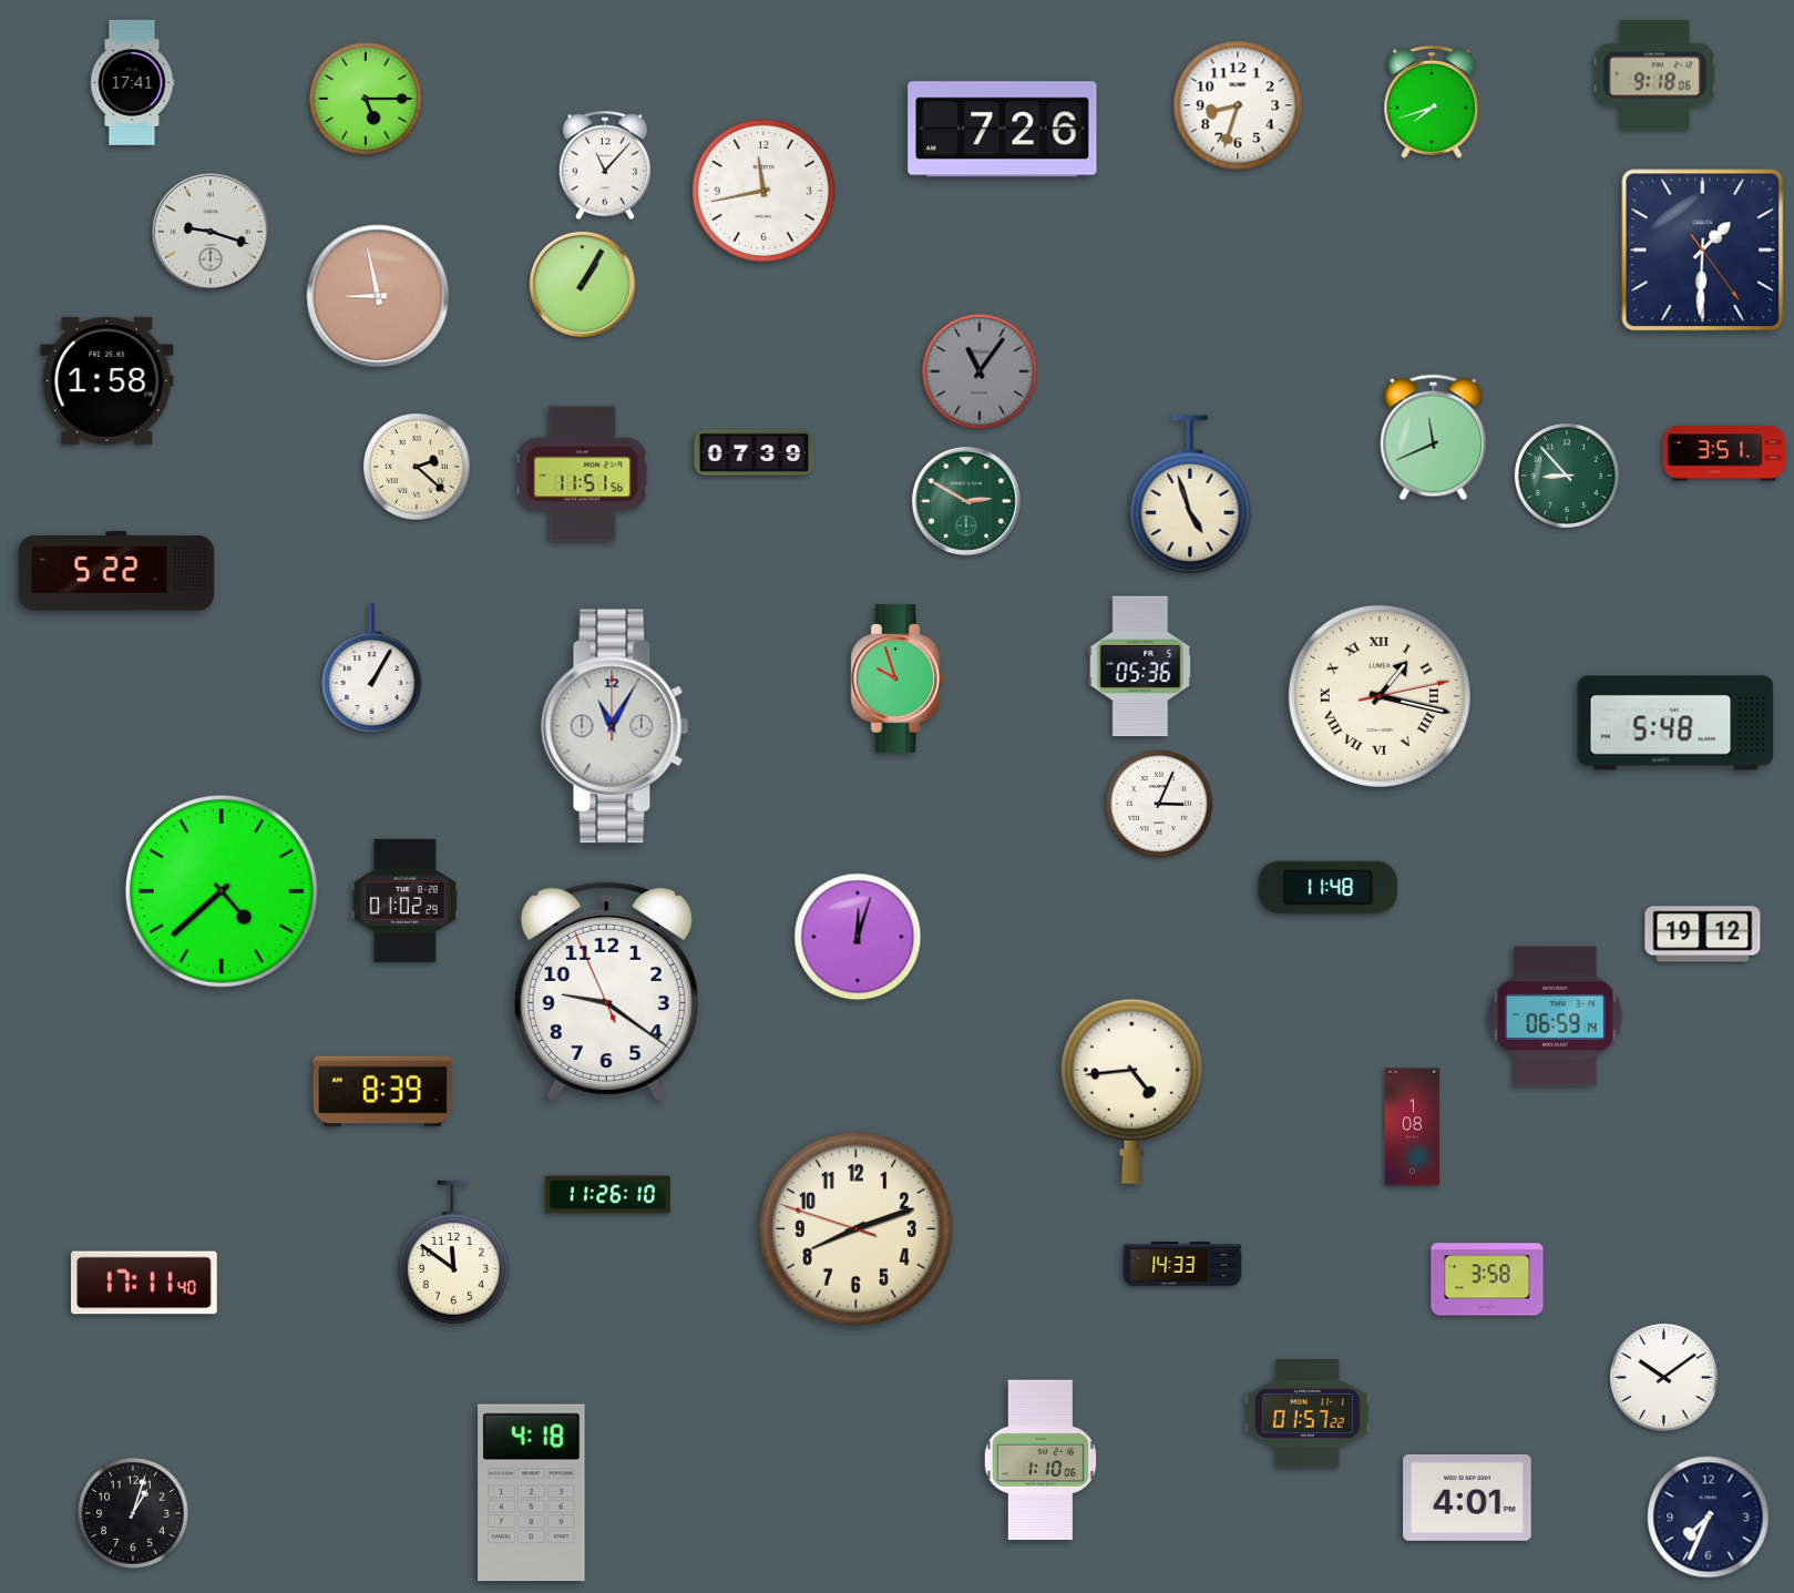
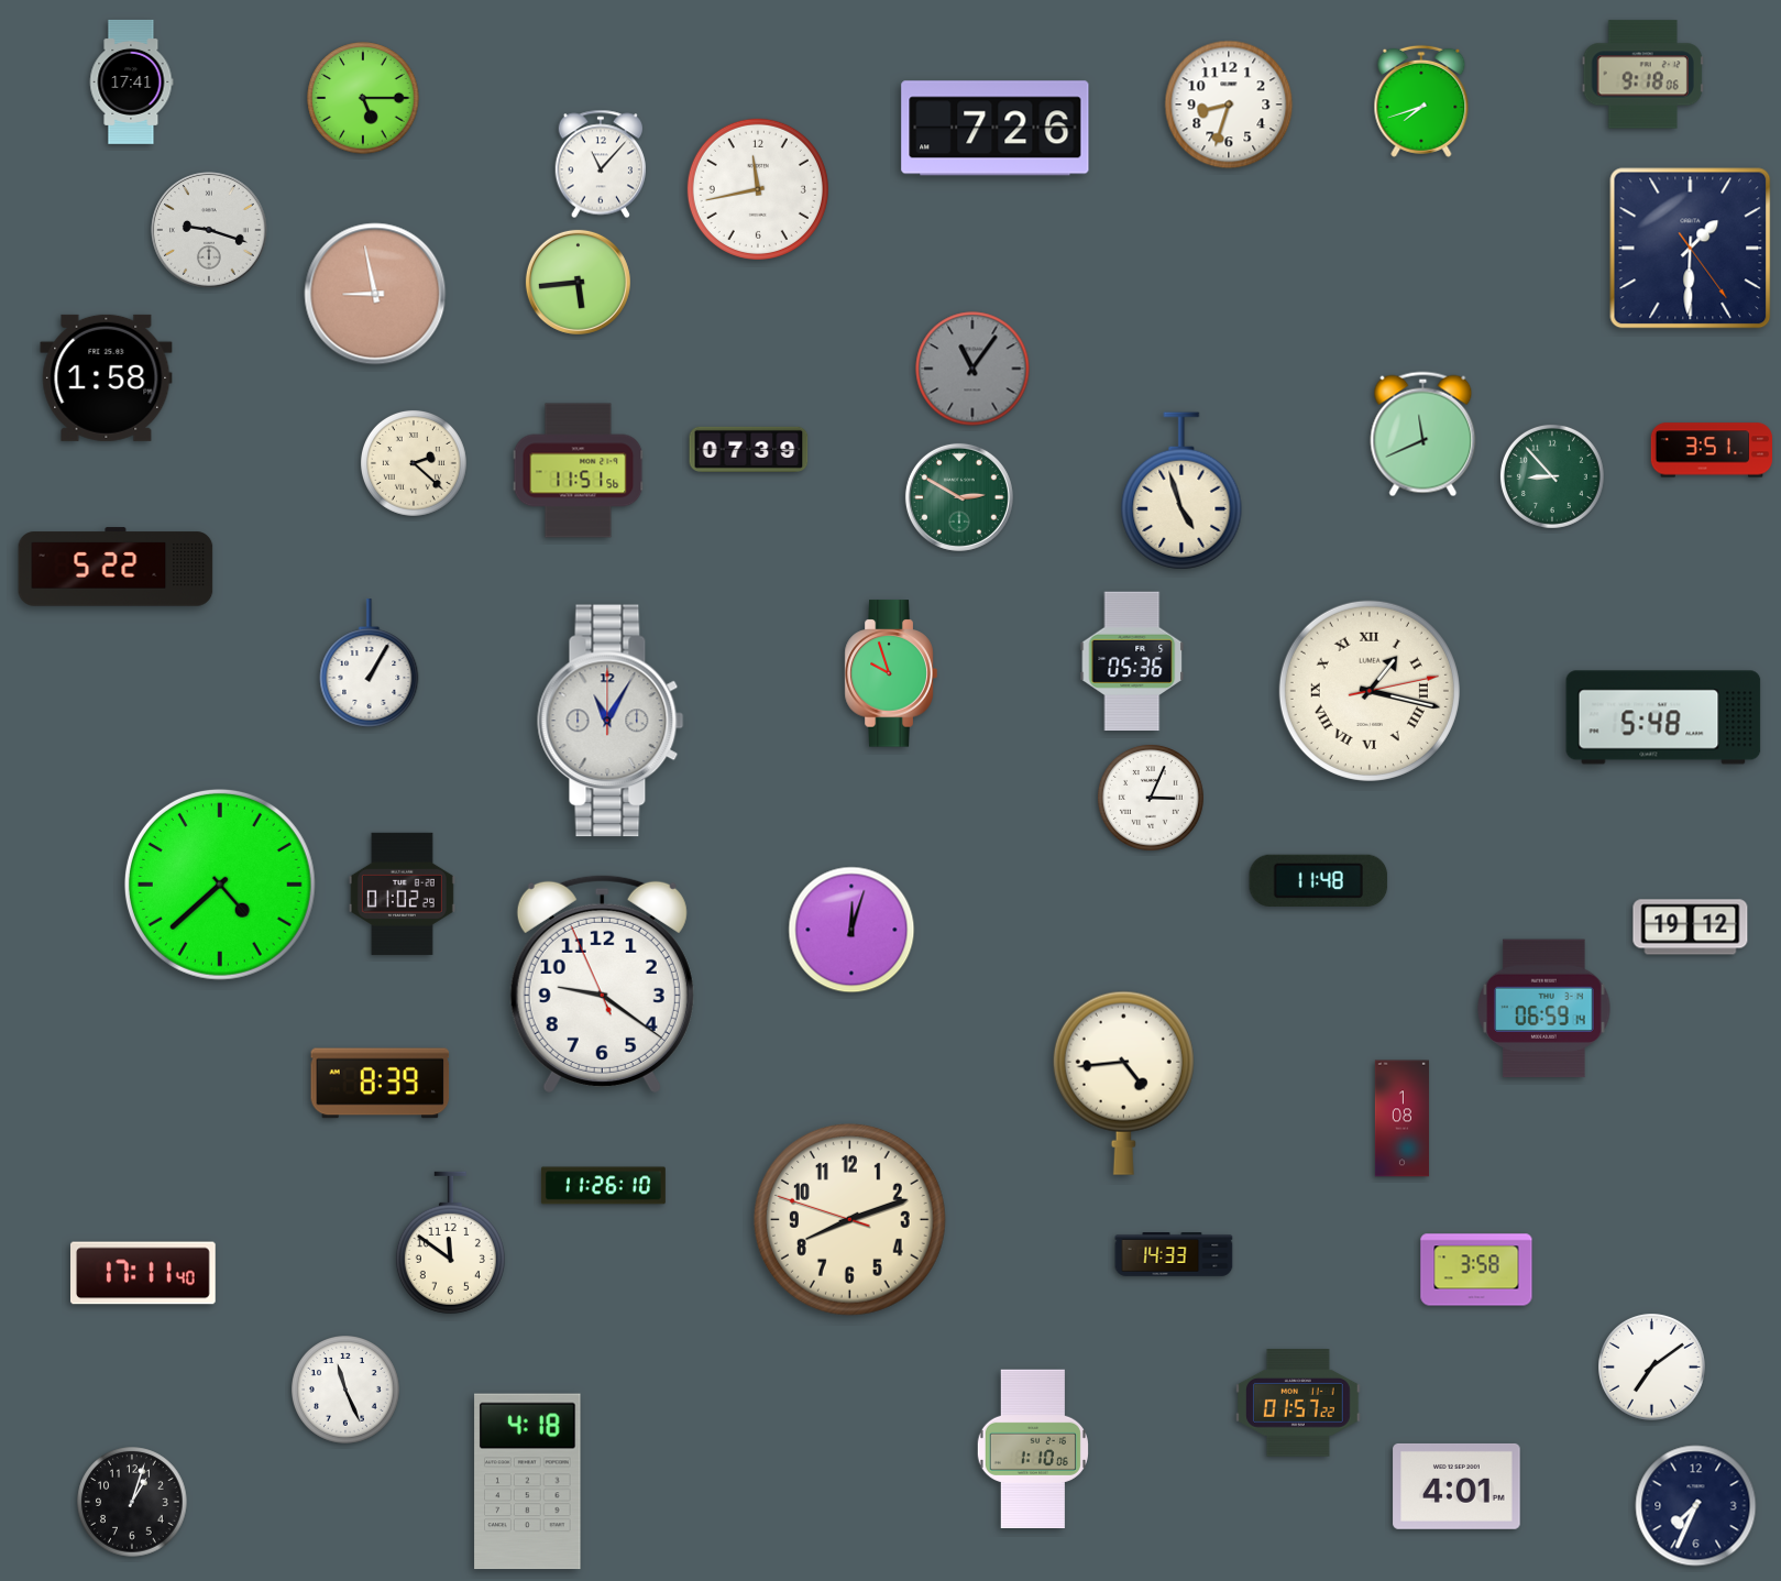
clock at (582, 284): 1:05 -> 5:44
clock at (1567, 476) position: (1567, 476) -> (1552, 476)
clock at (1664, 1378): 10:09 -> 7:09
clock at (347, 1391): none -> 11:26
